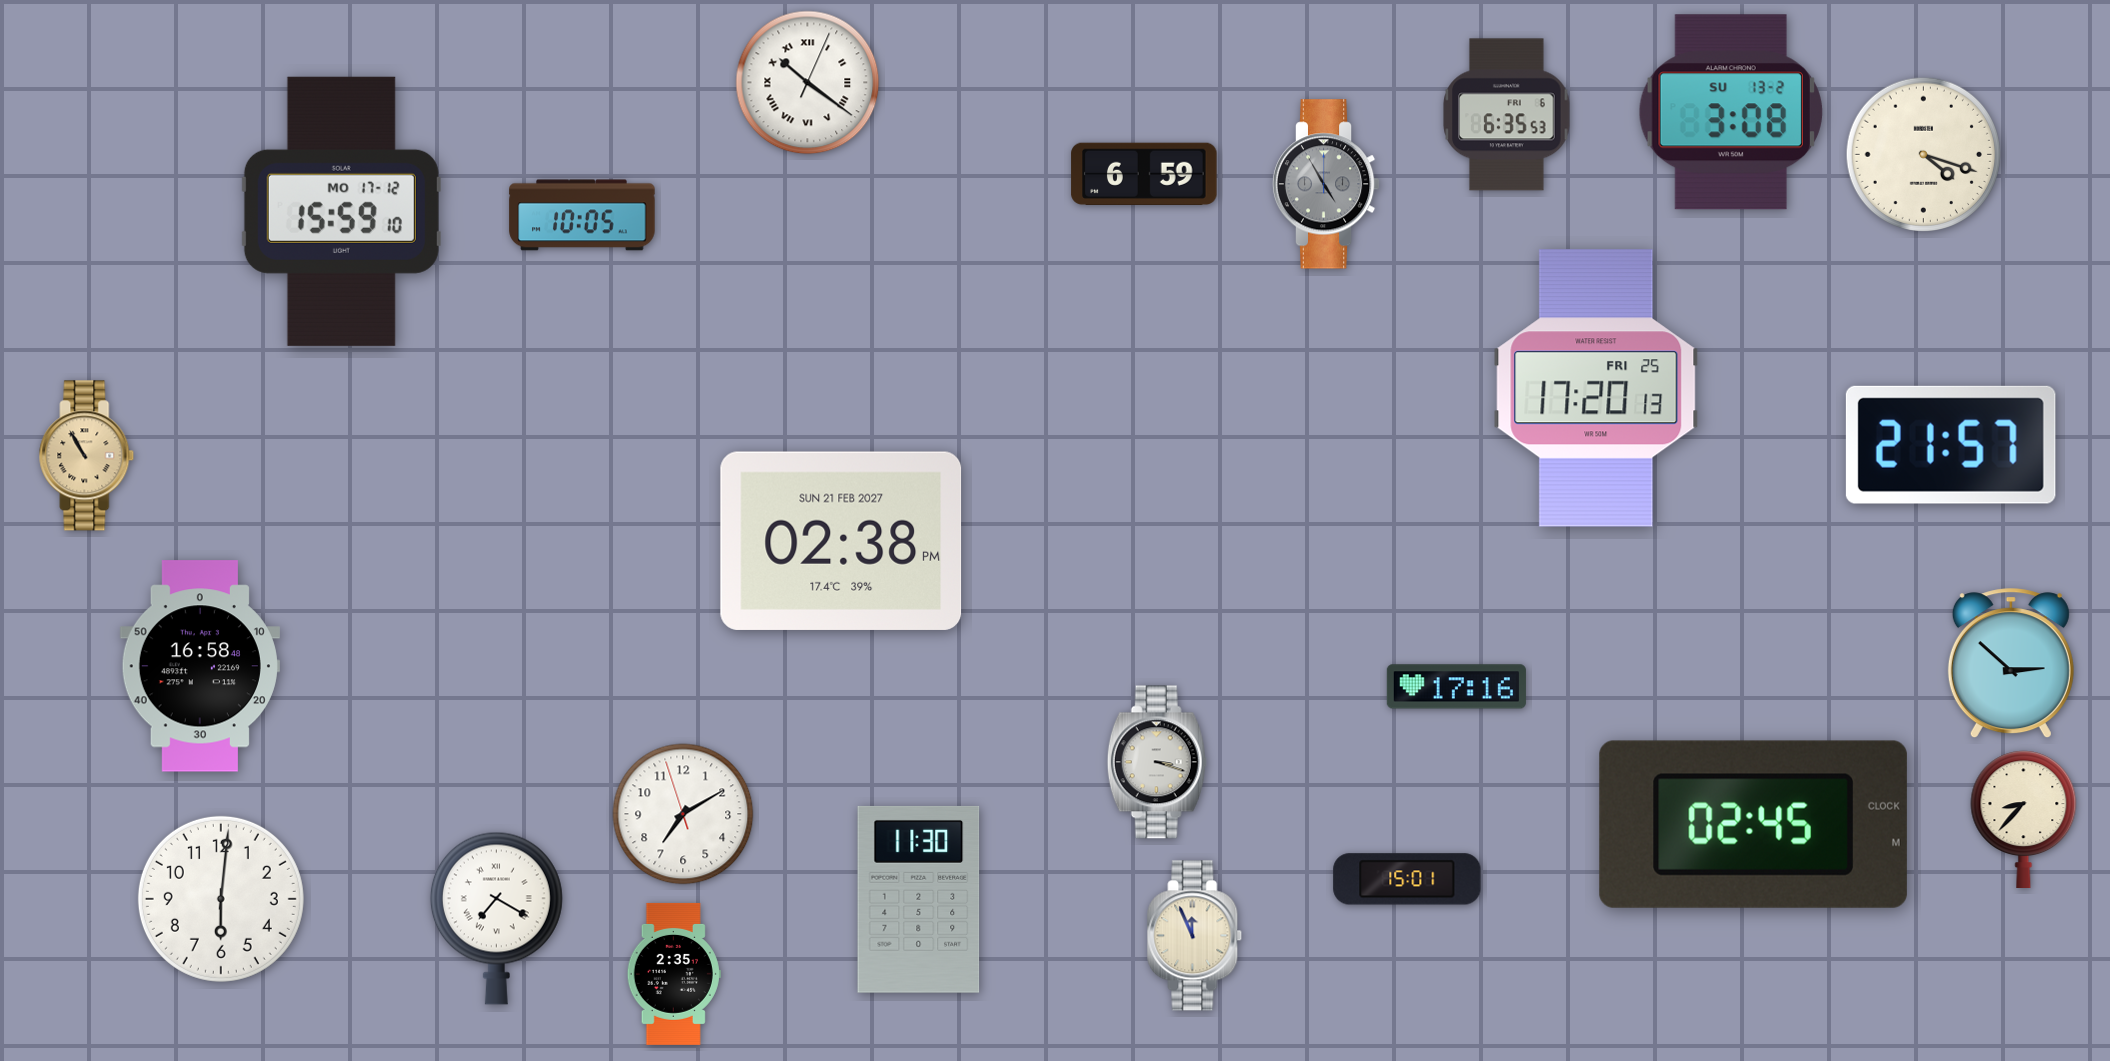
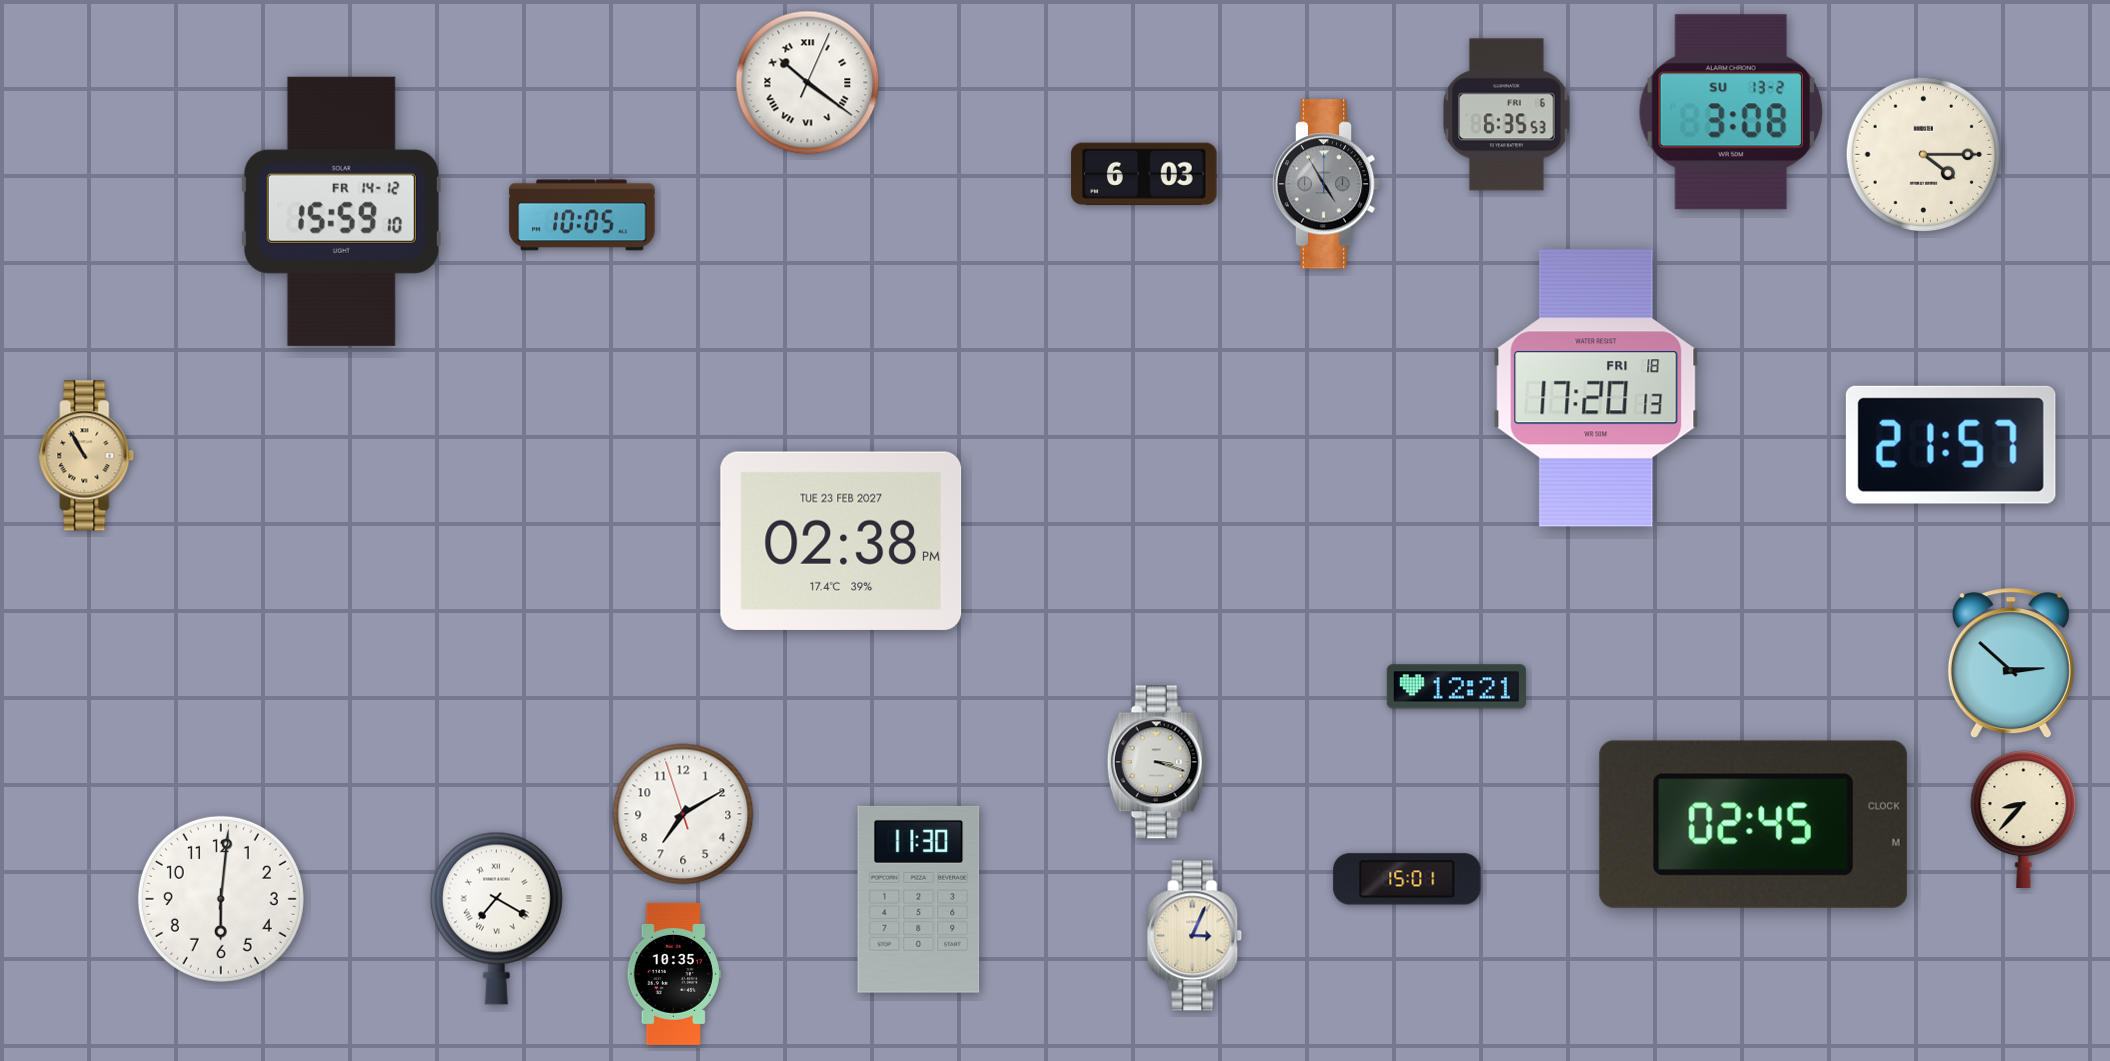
clock at (1923, 154): 4:18 -> 4:15
clock at (1144, 174): 6:59 -> 6:03
clock at (341, 211) date: MO 17-12 -> FR 14-12
clock at (1596, 388) date: FRI 25 -> FRI 18
clock at (841, 541) date: SUN 21 FEB 2027 -> TUE 23 FEB 2027
clock at (200, 666): 16:58 -> none
clock at (1456, 687): 17:16 -> 12:21
clock at (1195, 936): 11:56 -> 3:04
clock at (674, 974): 2:35 -> 10:35
